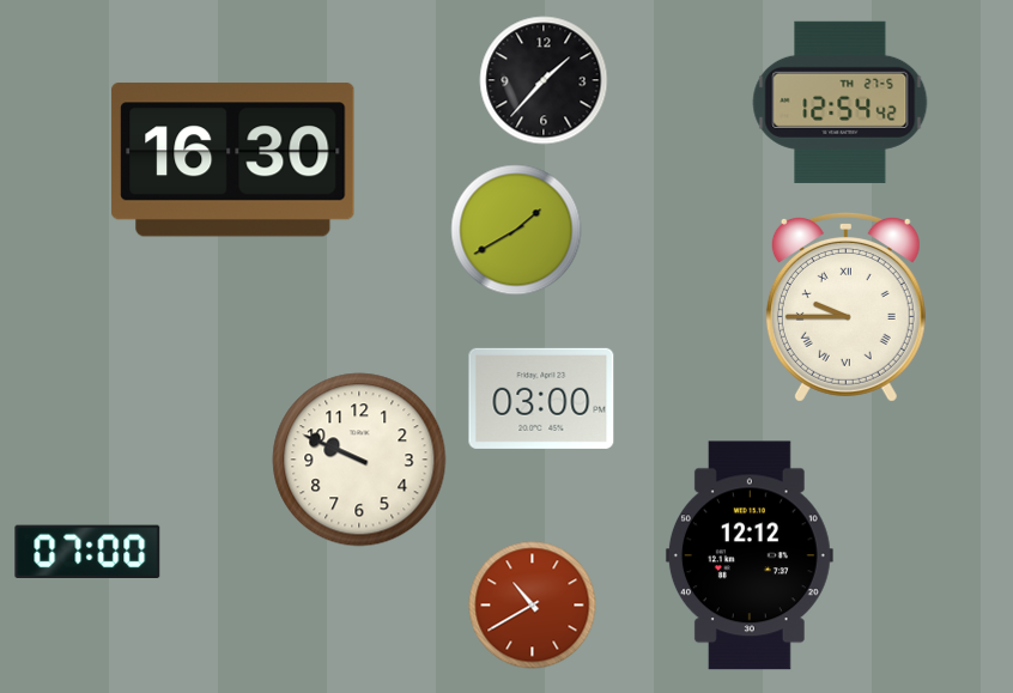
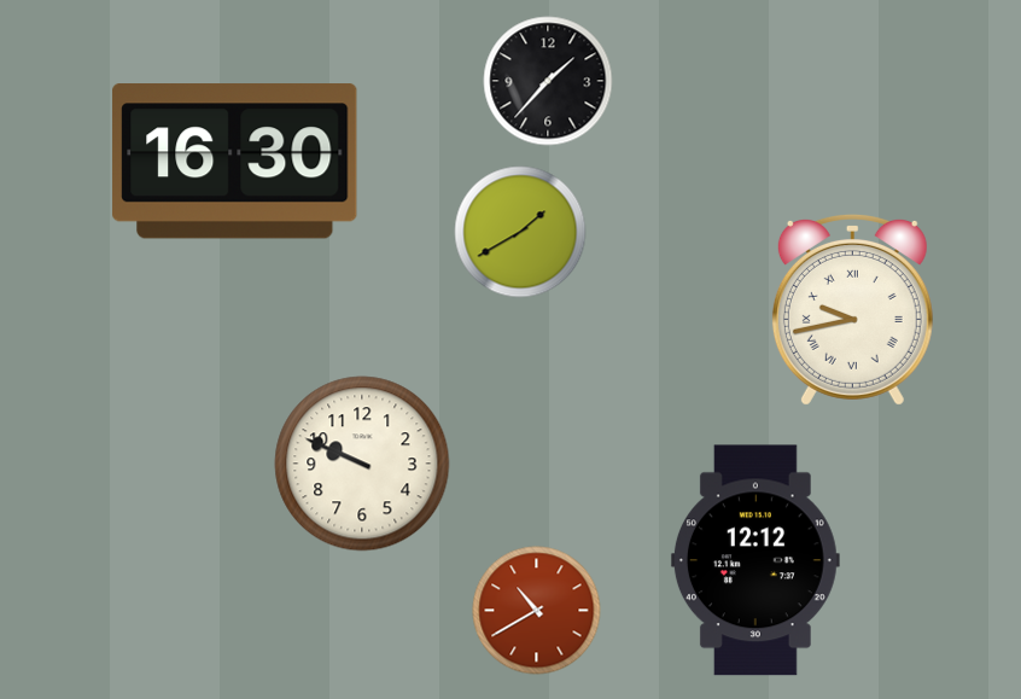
clock at (841, 102): 12:54 -> none
clock at (845, 308): 9:45 -> 9:43
clock at (541, 399): 03:00 -> none
clock at (87, 551): 07:00 -> none
